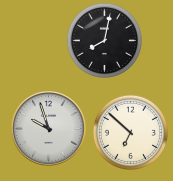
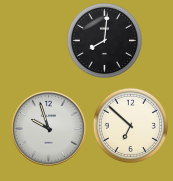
clock at (104, 40): 8:02 -> 8:01
clock at (130, 132) position: (130, 132) -> (130, 125)
